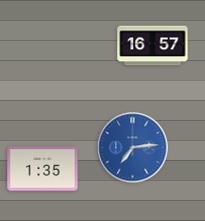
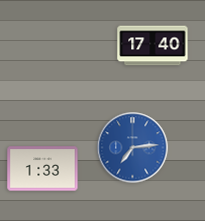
clock at (153, 46): 16:57 -> 17:40
clock at (43, 169): 1:35 -> 1:33
